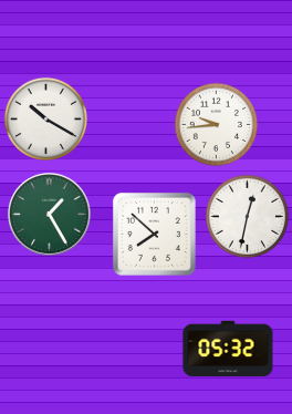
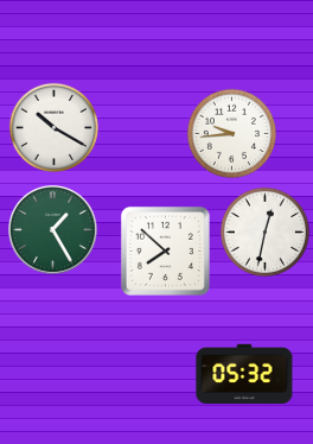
clock at (45, 118) position: (45, 118) -> (53, 127)
